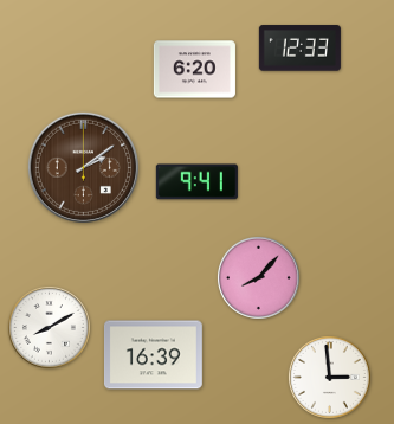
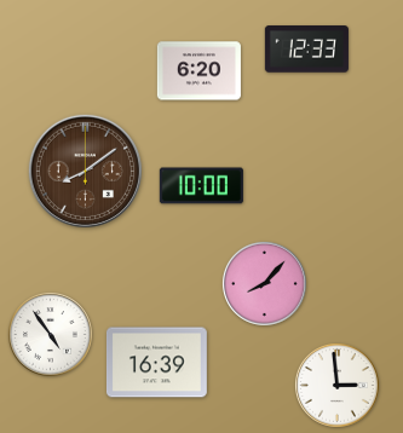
clock at (83, 167): 2:09 -> 8:09
clock at (196, 182): 9:41 -> 10:00
clock at (49, 327): 8:10 -> 4:54
